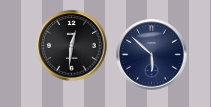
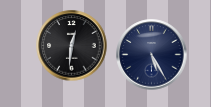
clock at (152, 55): 5:52 -> 5:25
